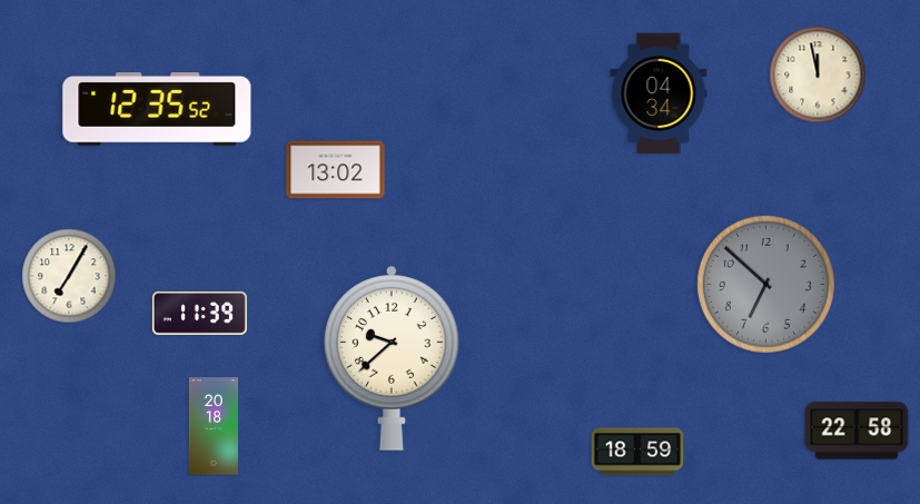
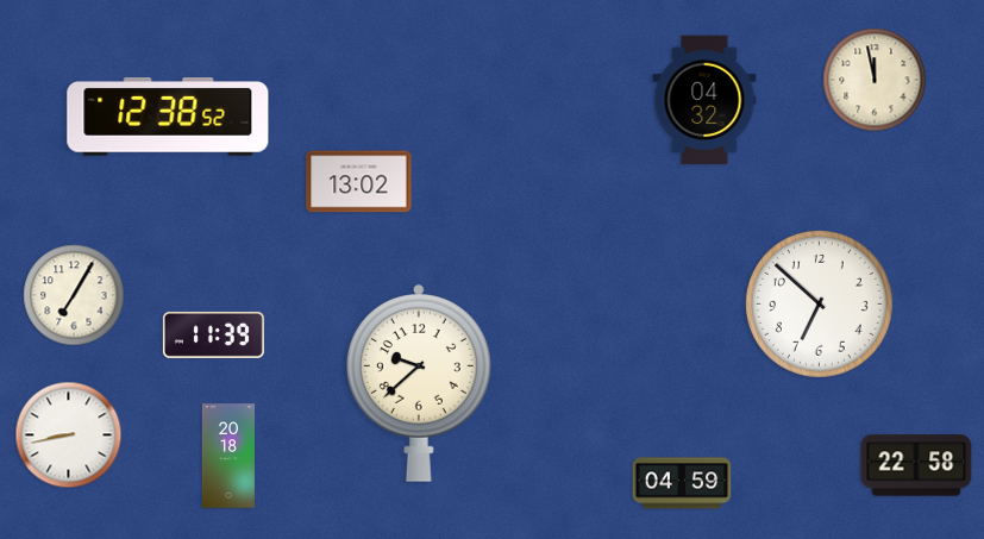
clock at (659, 93): 04:34 -> 04:32
clock at (157, 110): 12:35 -> 12:38
clock at (765, 284) dial: grey -> white
clock at (69, 435): none -> 8:43
clock at (857, 431) position: (857, 431) -> (916, 465)
clock at (637, 452): 18:59 -> 04:59
